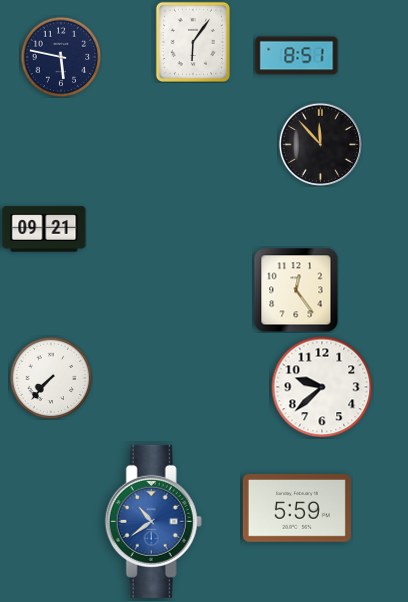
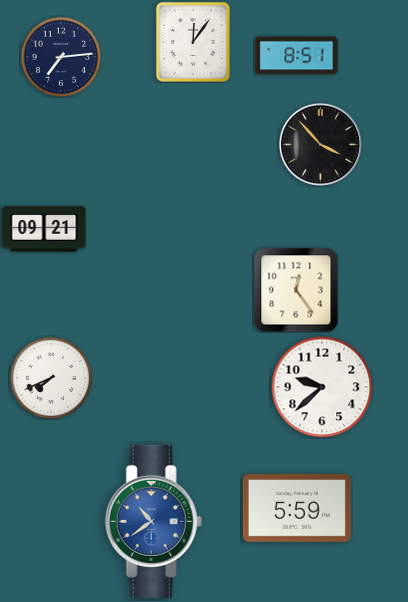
clock at (193, 42): 6:06 -> 12:06
clock at (61, 57): 5:47 -> 7:14
clock at (320, 144): 11:53 -> 3:53
clock at (51, 378): 7:37 -> 7:41
